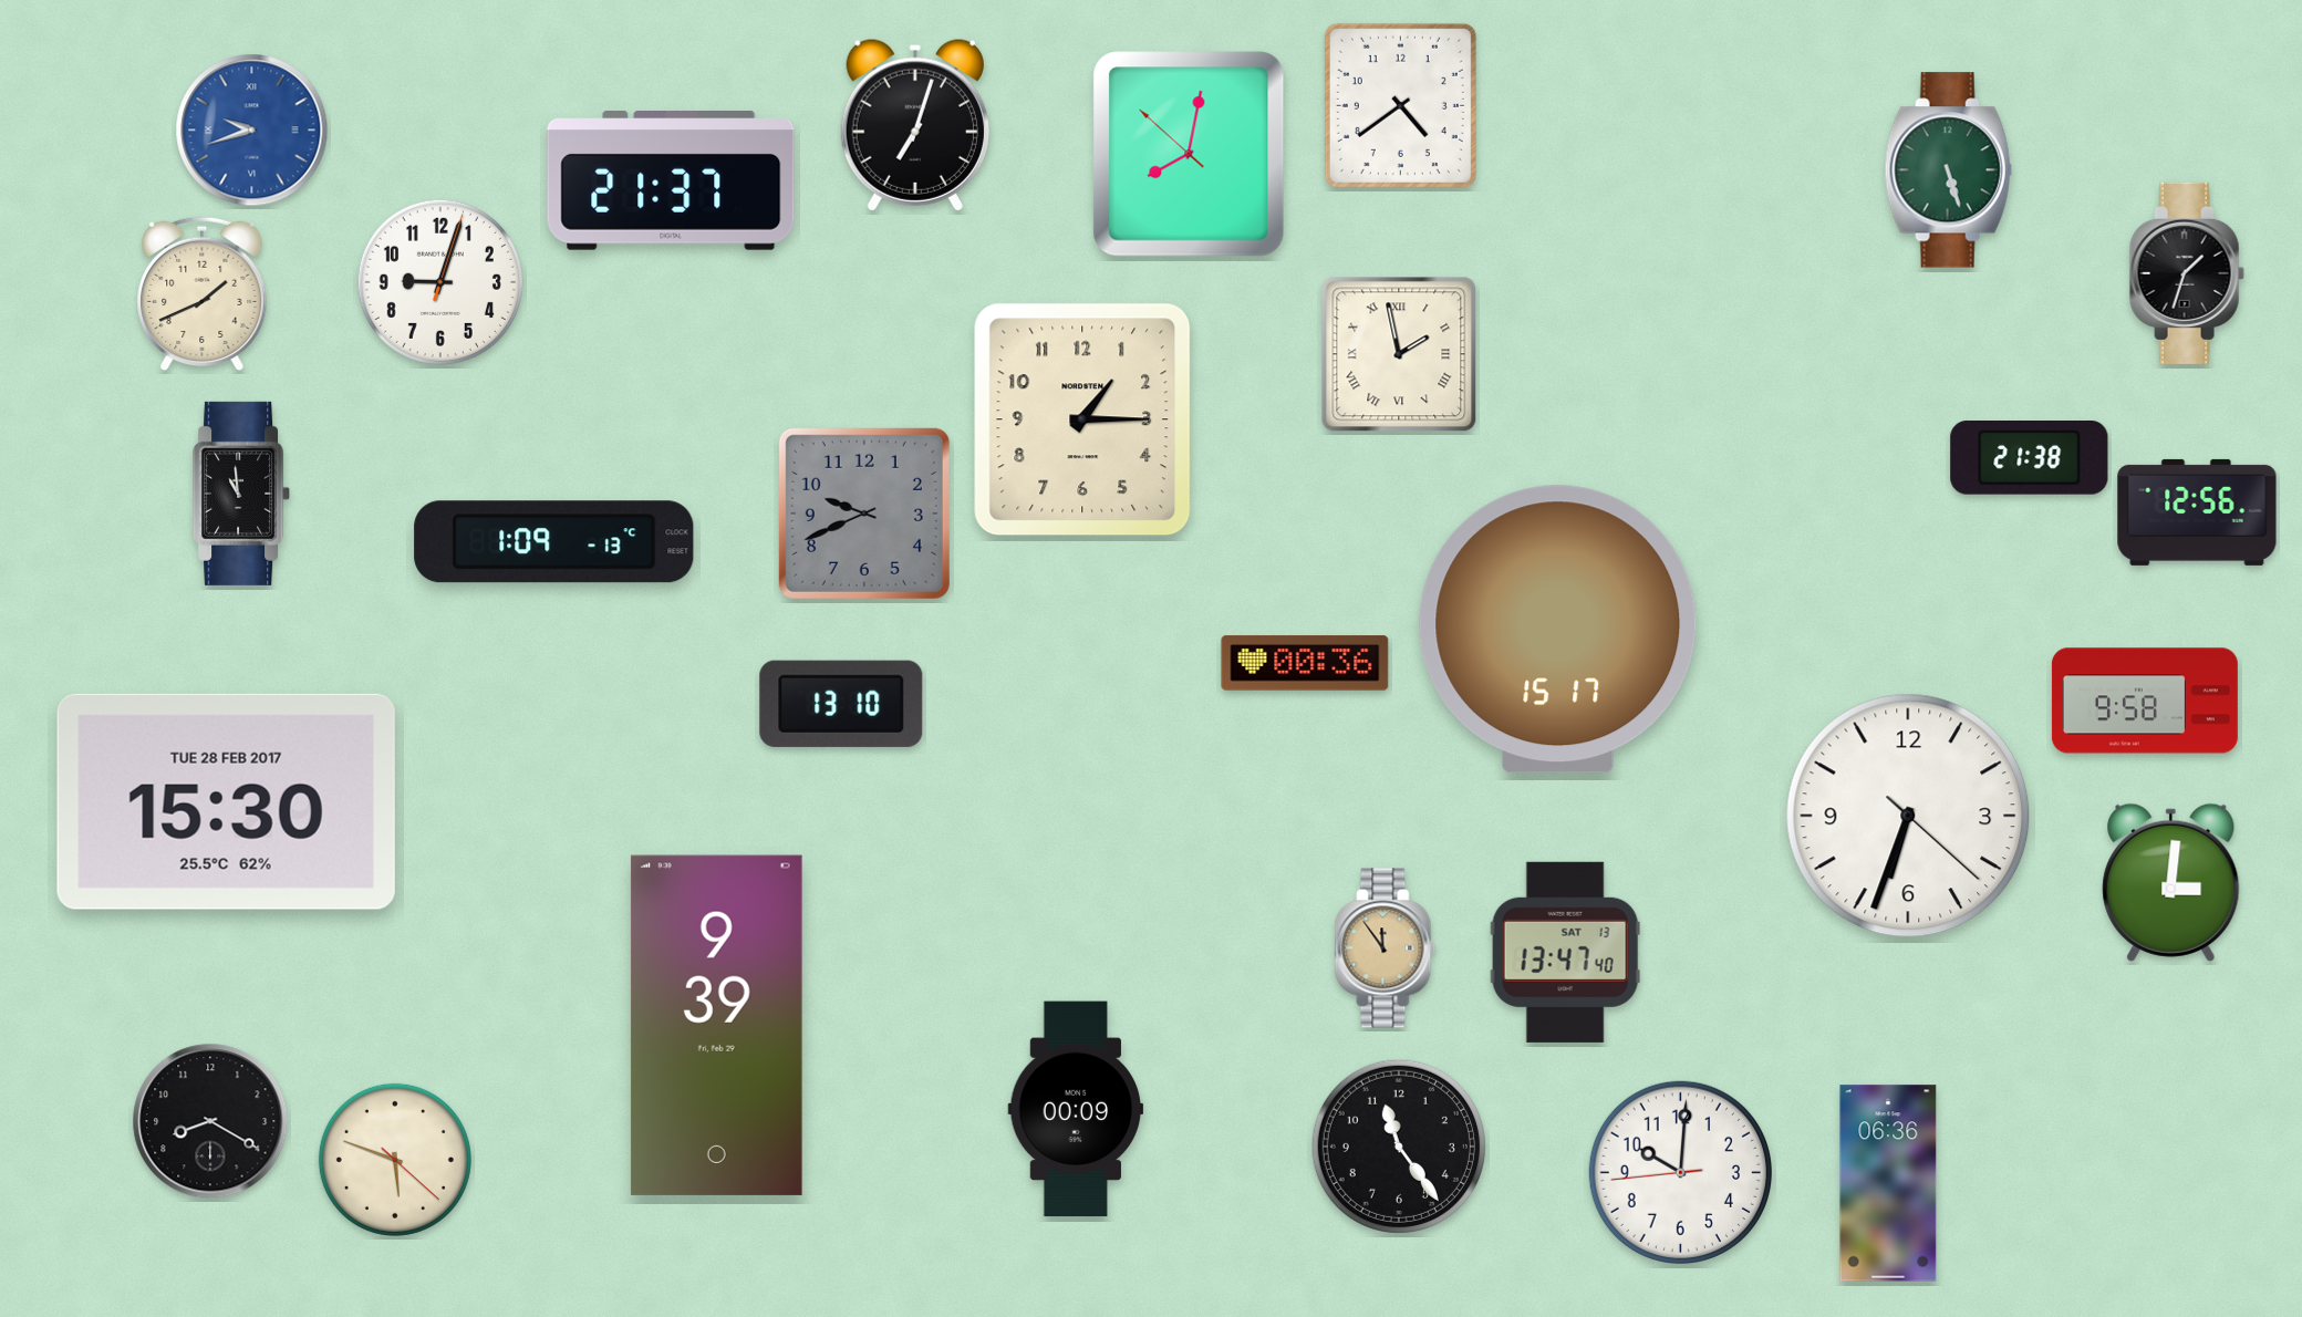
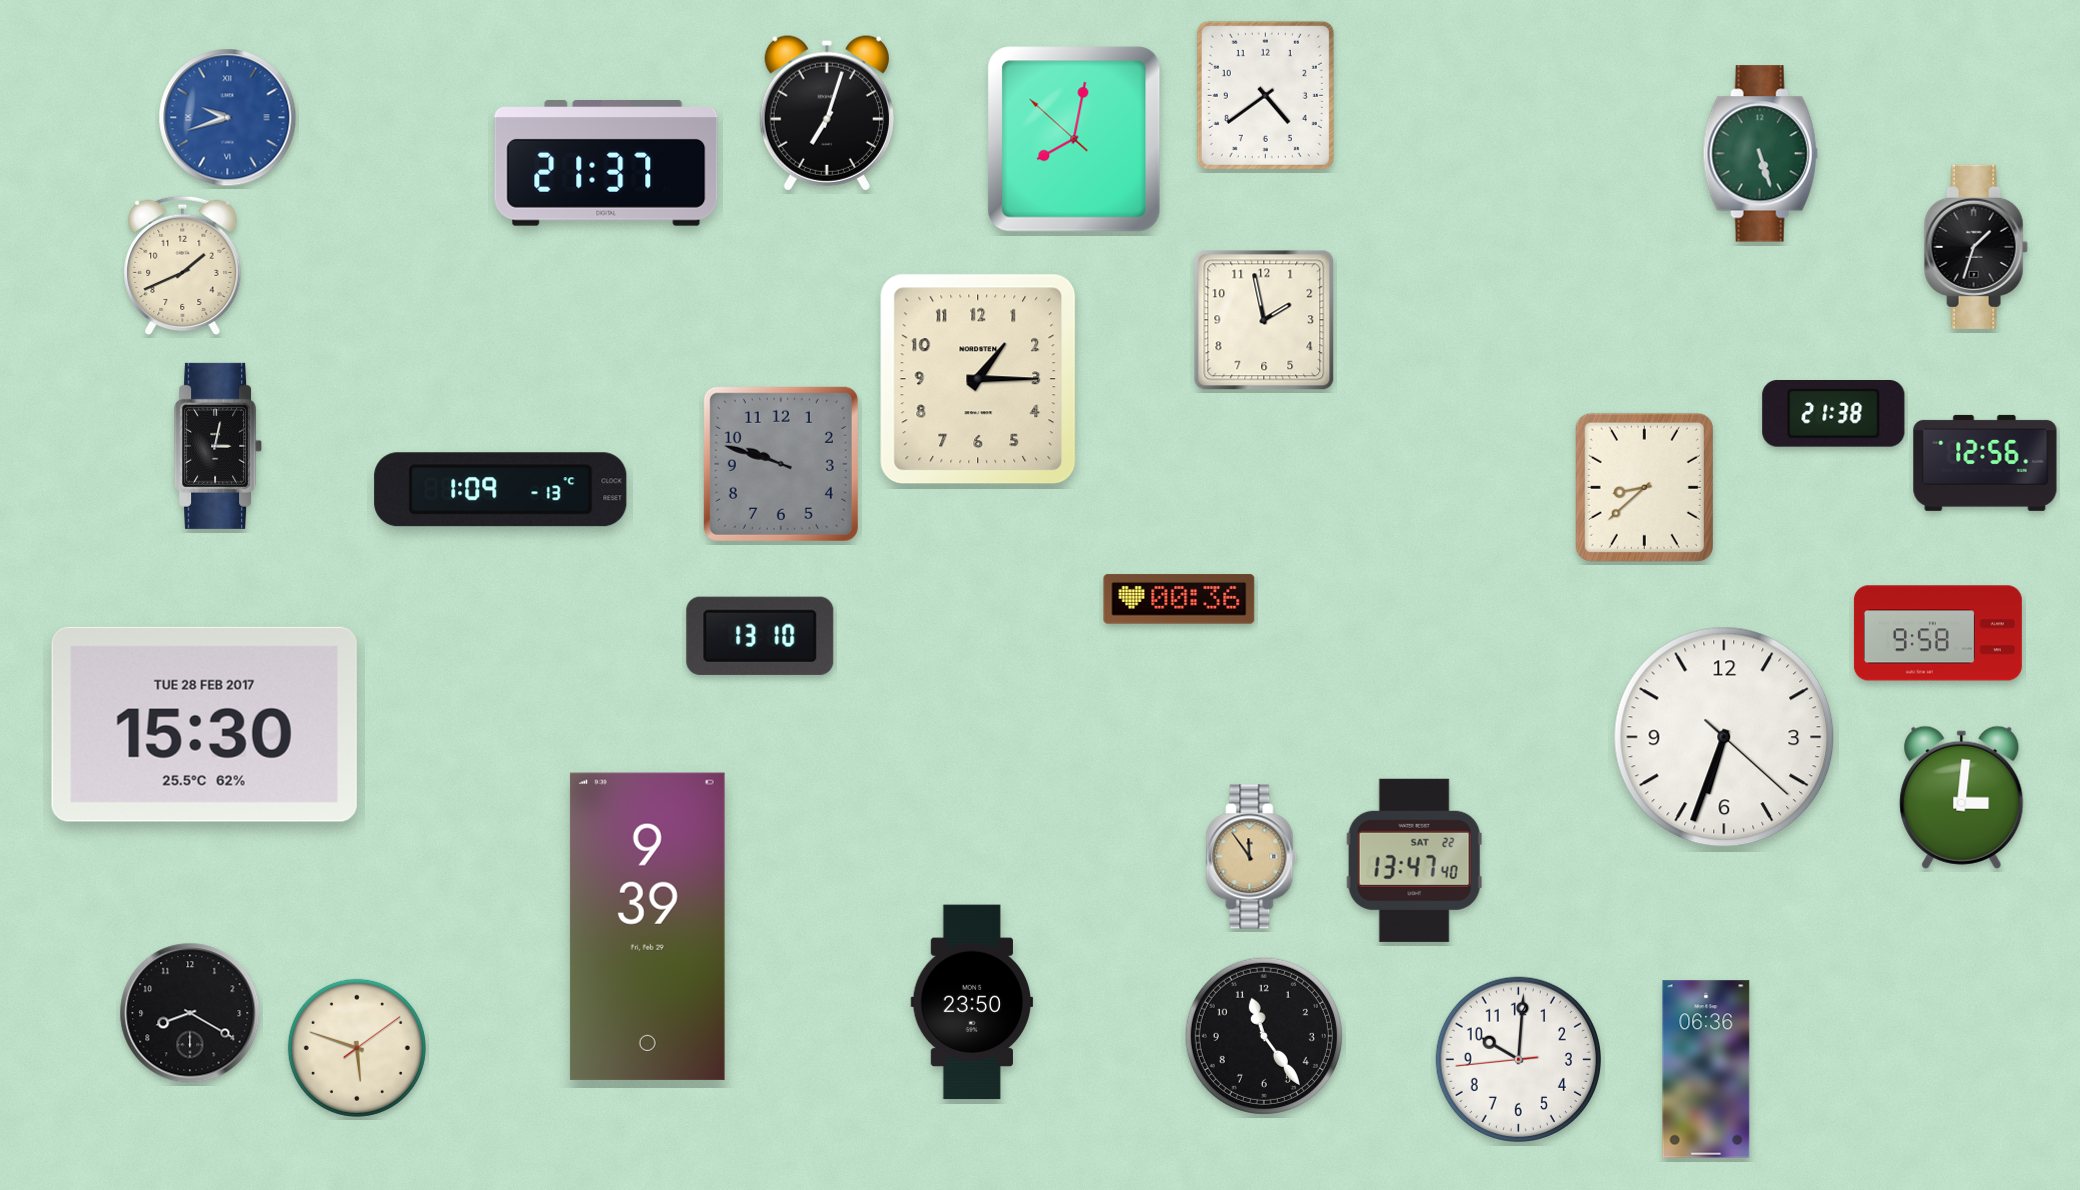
clock at (440, 282): 9:03 -> none
clock at (1399, 354) numerals: Roman -> Arabic
clock at (242, 494): 10:59 -> 3:02
clock at (864, 514): 9:41 -> 9:48
clock at (1644, 487): none -> 8:38
clock at (1558, 630): 15:17 -> none
clock at (1565, 952) date: SAT 13 -> SAT 22
clock at (1076, 1109): 00:09 -> 23:50
clock at (395, 1160): 5:48:22 -> 5:48:09
